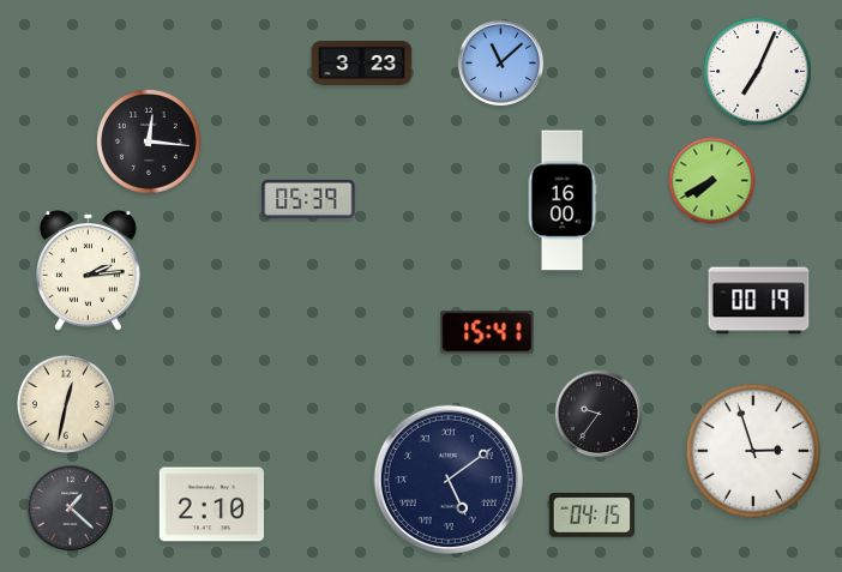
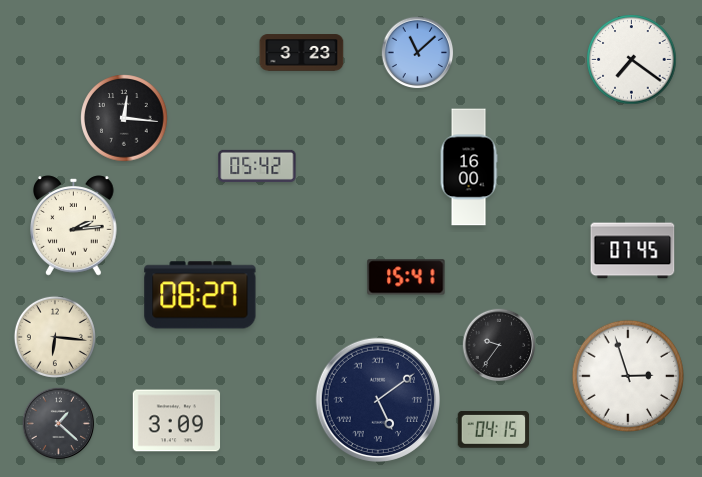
clock at (758, 72): 7:04 -> 7:21
clock at (712, 181): 7:40 -> none
clock at (308, 199): 05:39 -> 05:42
clock at (759, 301): 00:19 -> 07:45
clock at (200, 295): none -> 08:27
clock at (66, 404): 12:32 -> 6:16
clock at (449, 480) position: (449, 480) -> (378, 400)
clock at (212, 505): 2:10 -> 3:09
